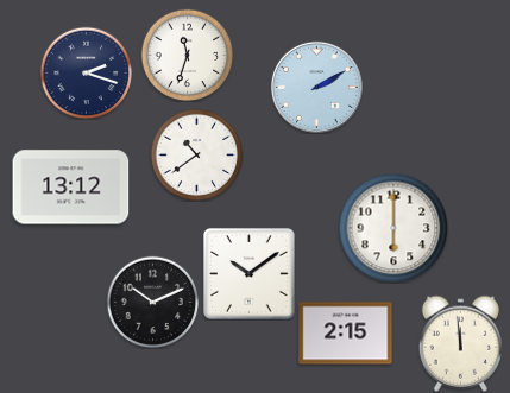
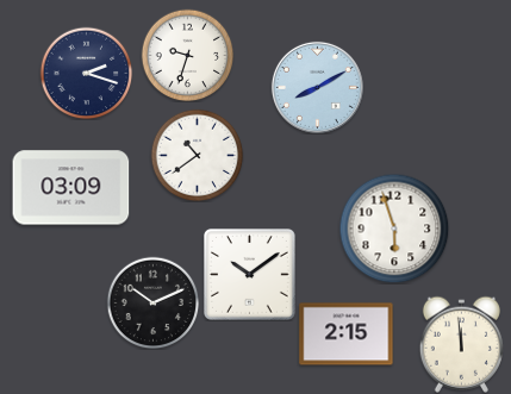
clock at (187, 55): 11:33 -> 9:33
clock at (316, 87): 2:10 -> 8:10
clock at (71, 188): 13:12 -> 03:09
clock at (393, 228): 6:00 -> 5:57
